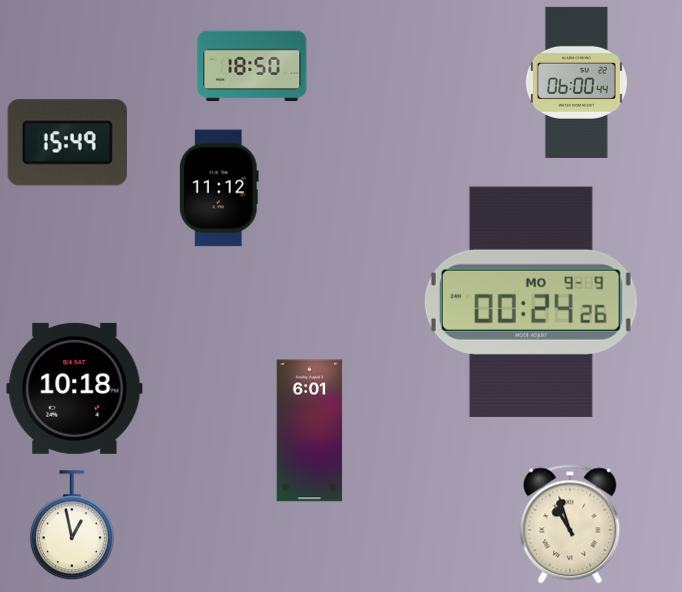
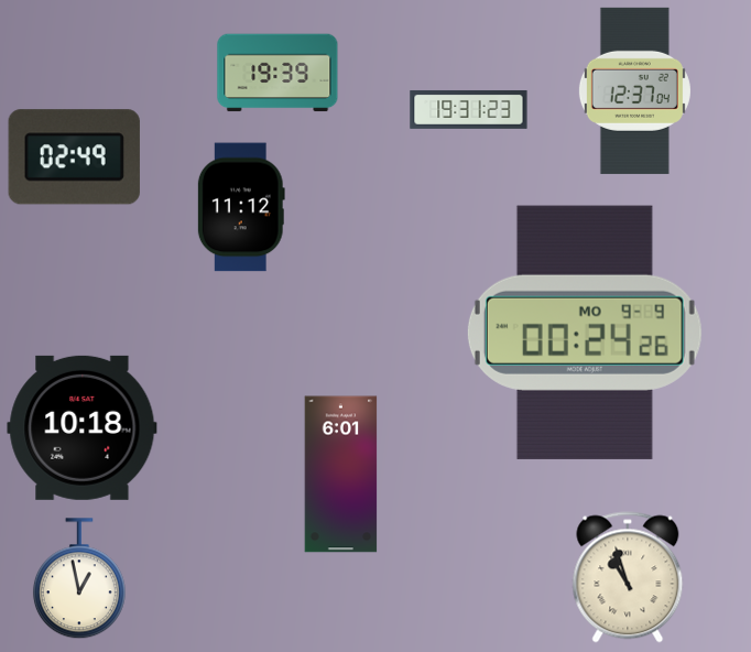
clock at (252, 66): 18:50 -> 19:39
clock at (576, 82): 06:00 -> 12:37
clock at (469, 110): none -> 19:31
clock at (67, 143): 15:49 -> 02:49
